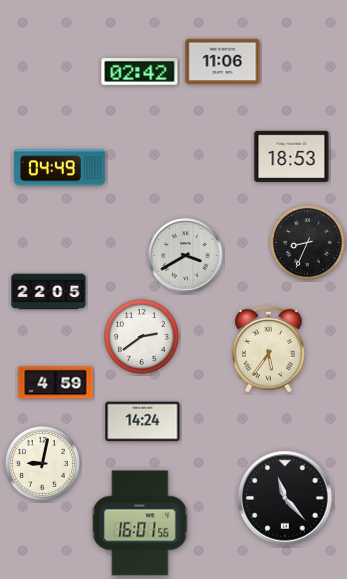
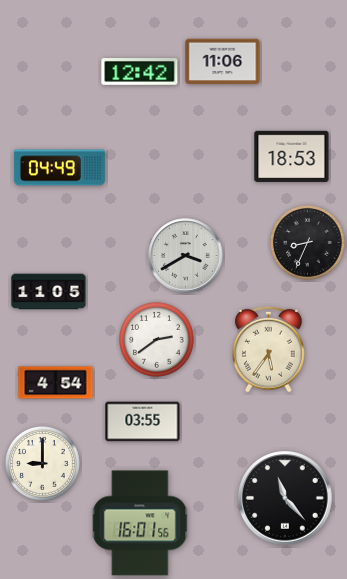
clock at (140, 72): 02:42 -> 12:42
clock at (49, 292): 22:05 -> 11:05
clock at (142, 337) position: (142, 337) -> (157, 340)
clock at (56, 383): 4:59 -> 4:54
clock at (143, 422): 14:24 -> 03:55
clock at (43, 464): 9:02 -> 9:00
